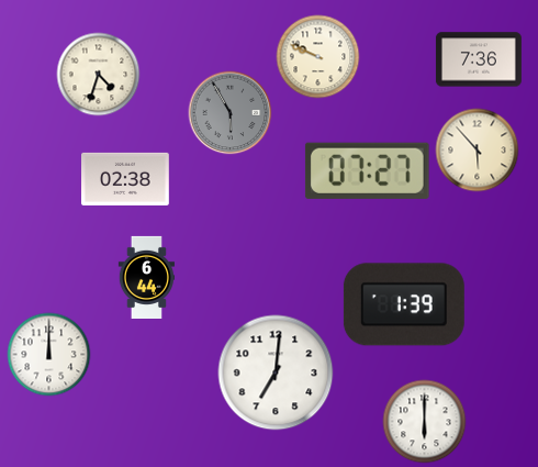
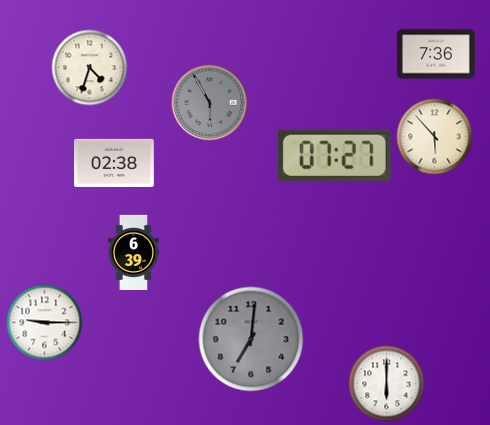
clock at (318, 57): 9:49 -> none
clock at (146, 277): 6:44 -> 6:39
clock at (404, 304): 1:39 -> none
clock at (49, 355): 12:00 -> 9:15
clock at (276, 373) dial: white -> grey
